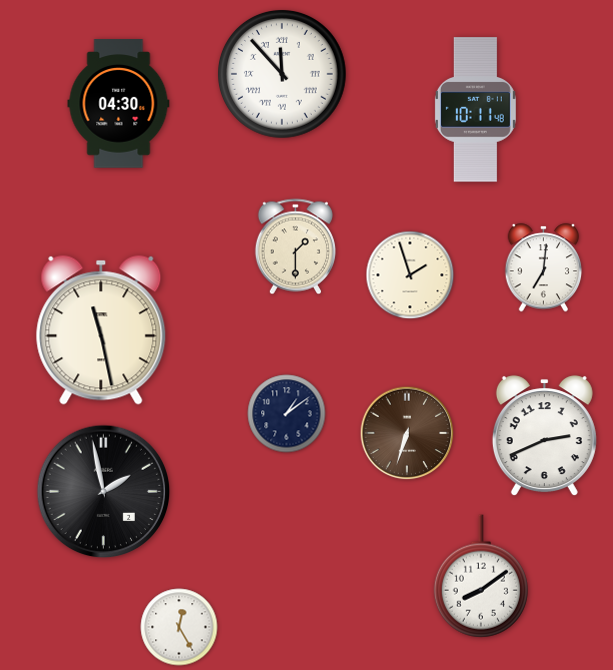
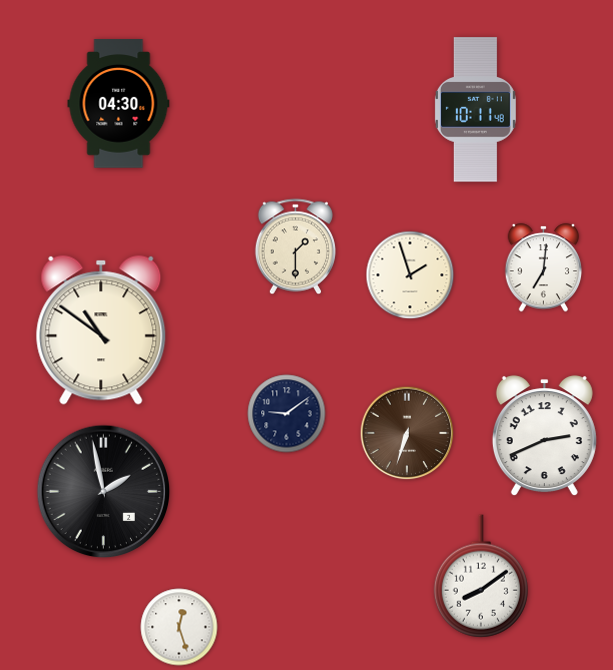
clock at (283, 75): 11:53 -> none
clock at (101, 330): 11:28 -> 10:51
clock at (287, 414): 1:09 -> 9:09
clock at (179, 627): 12:25 -> 12:27
